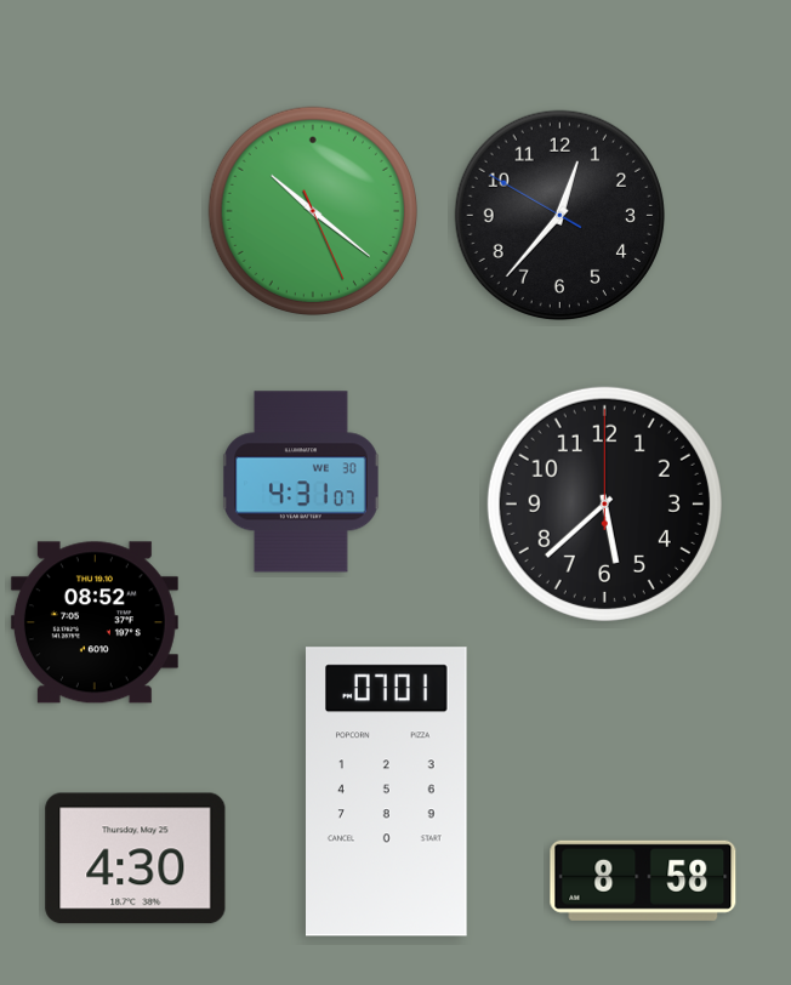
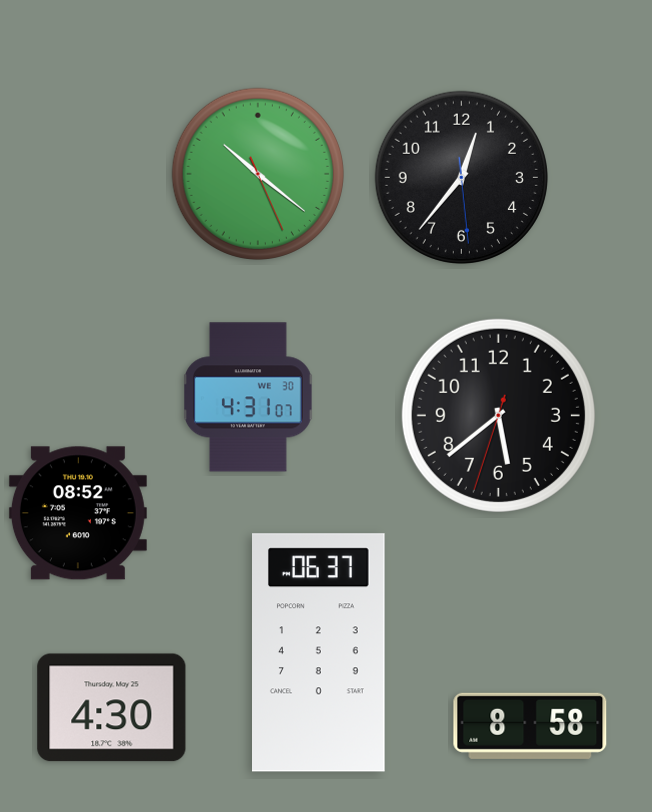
clock at (559, 215): 12:36:50 -> 12:36:29
clock at (604, 503): 5:38:00 -> 5:38:33
clock at (387, 792): 07:01 -> 06:37
